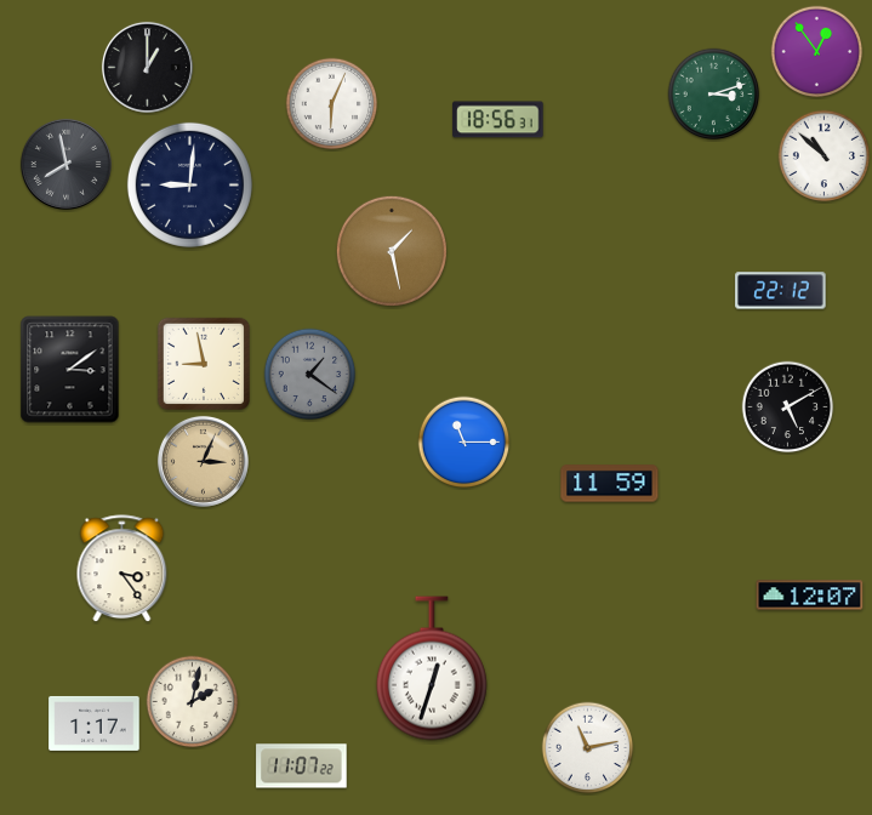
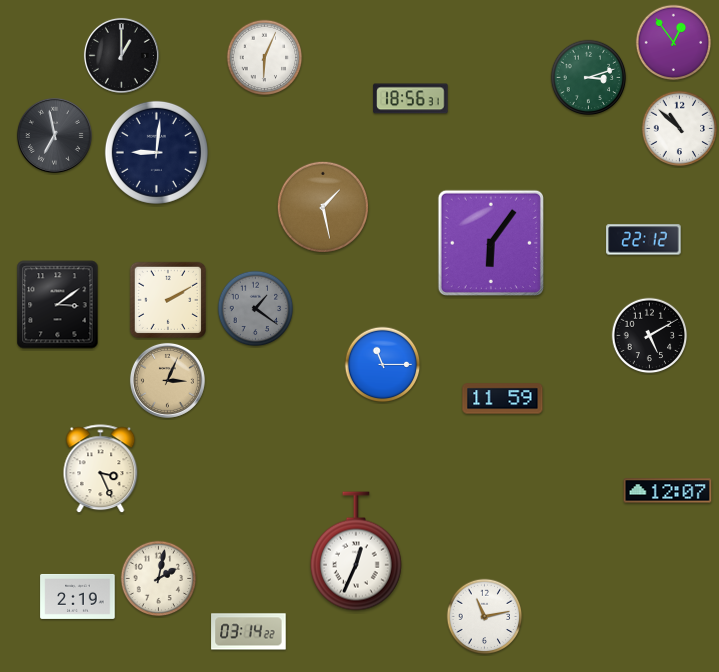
clock at (332, 104) position: (332, 104) -> (265, 58)
clock at (65, 164): 7:58 -> 6:58
clock at (491, 243): none -> 6:06
clock at (203, 363): 8:58 -> 2:10
clock at (122, 569): 3:24 -> 3:26
clock at (432, 668): 12:33 -> 12:34
clock at (95, 723): 1:17 -> 2:19
clock at (302, 766): 11:07 -> 03:14
